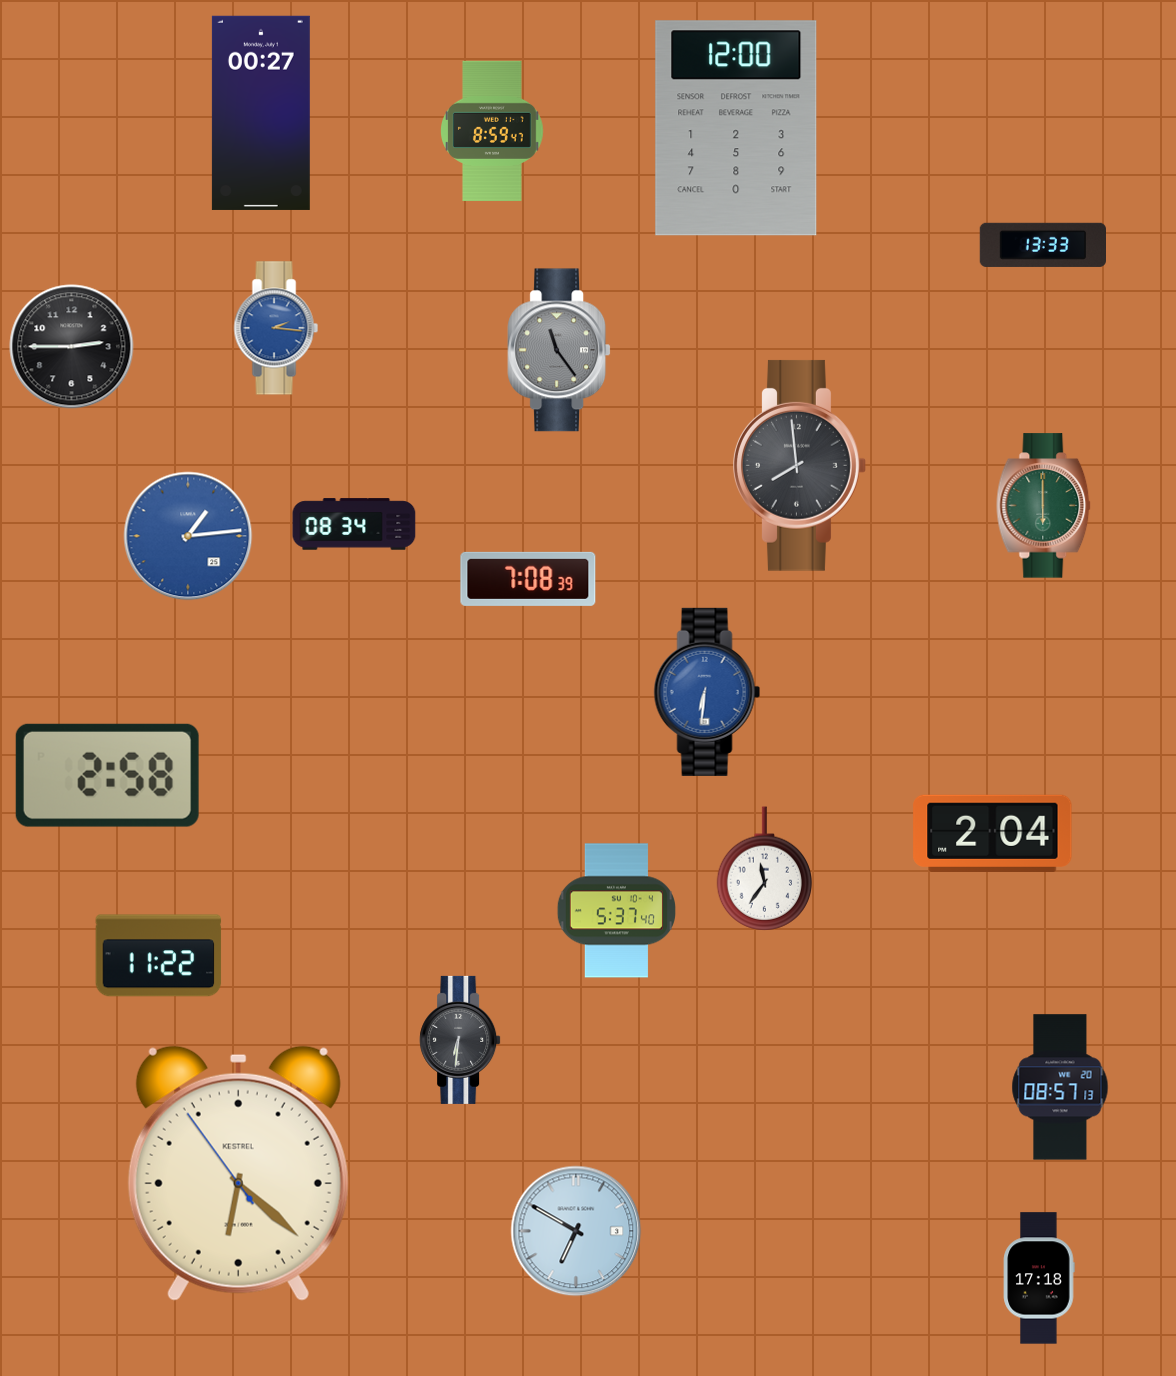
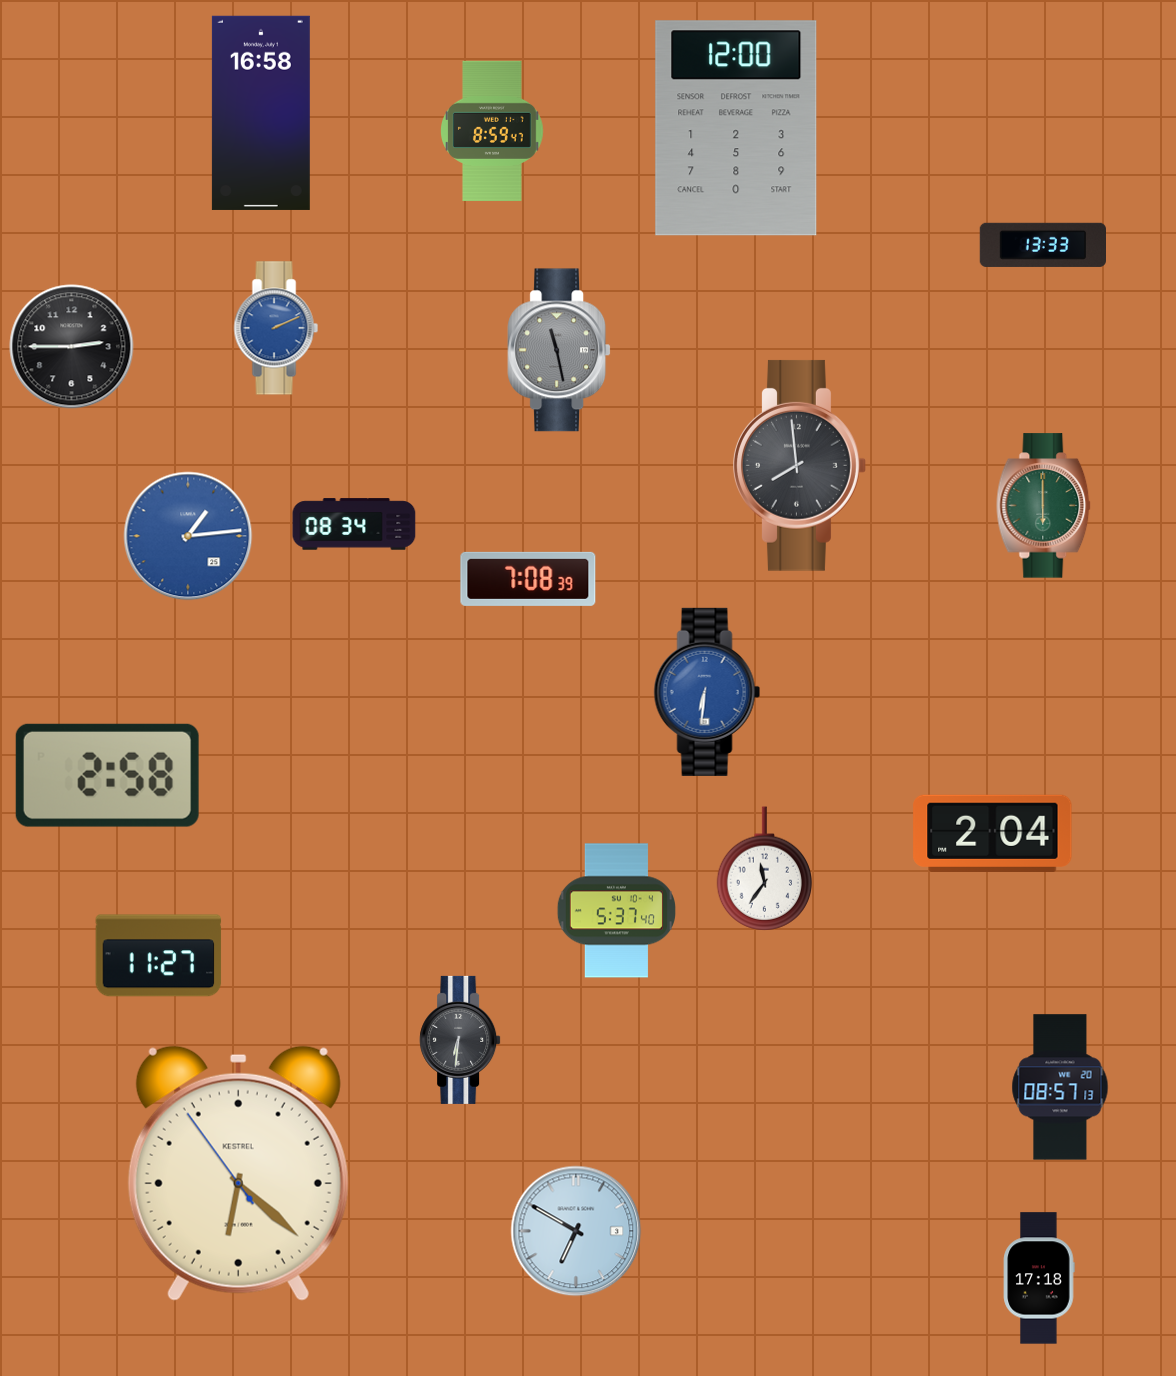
clock at (261, 113): 00:27 -> 16:58
clock at (276, 328): 2:16 -> 2:11
clock at (559, 350): 11:24 -> 11:28
clock at (159, 956): 11:22 -> 11:27
